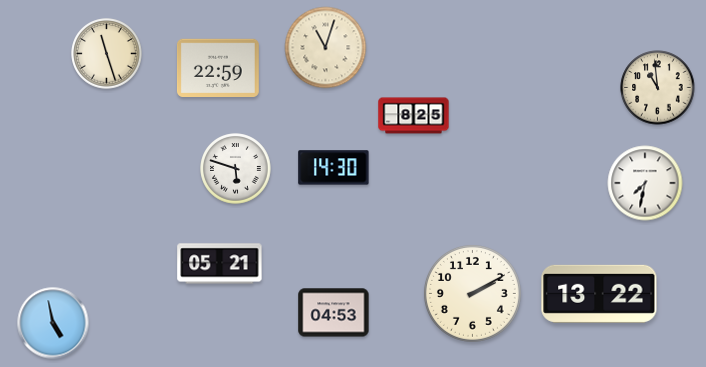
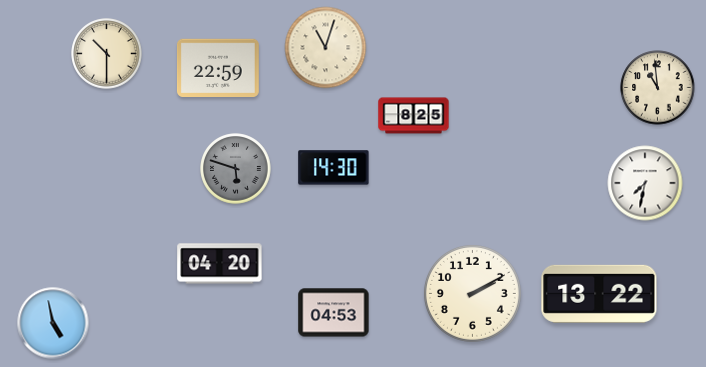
clock at (107, 54): 11:27 -> 10:30
clock at (236, 169) dial: white -> grey
clock at (220, 264): 05:21 -> 04:20
